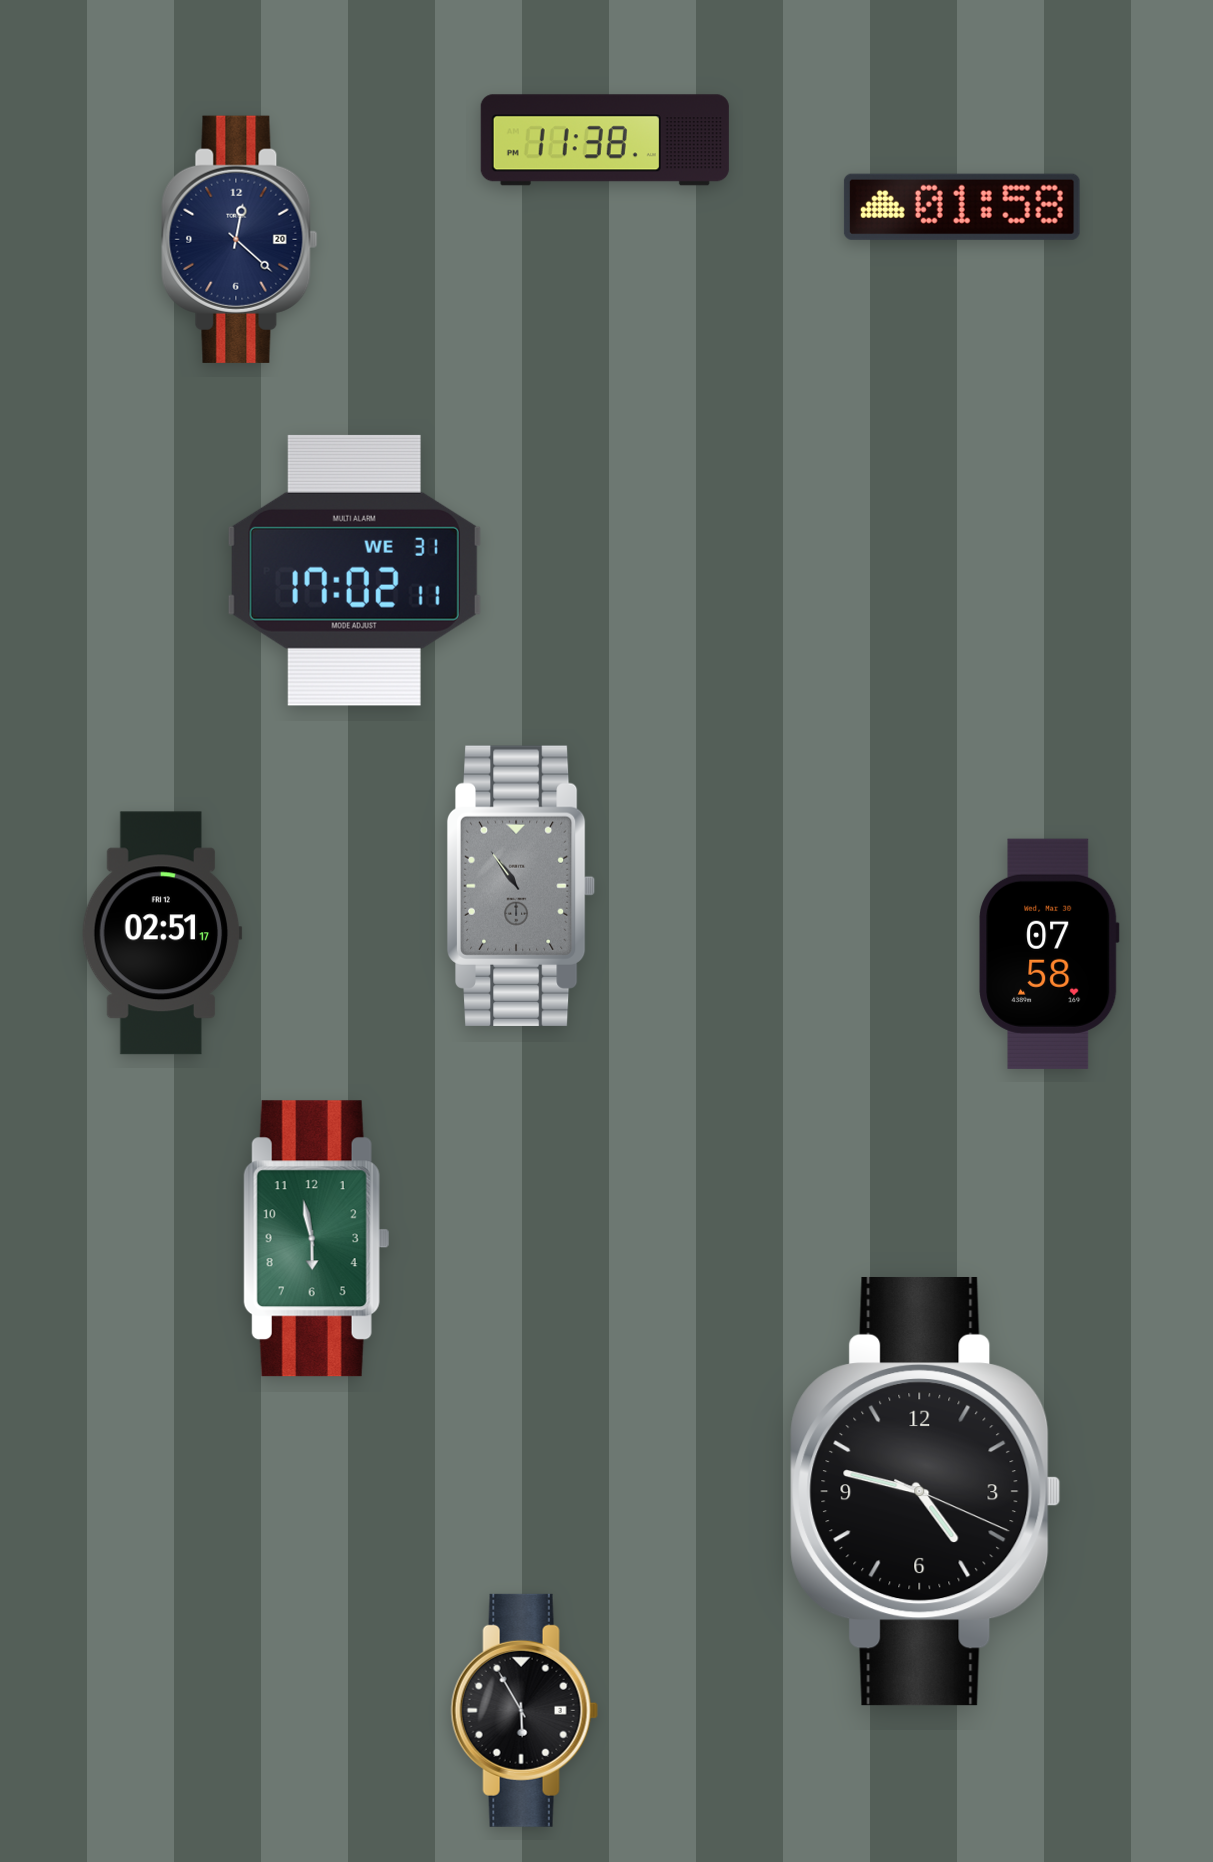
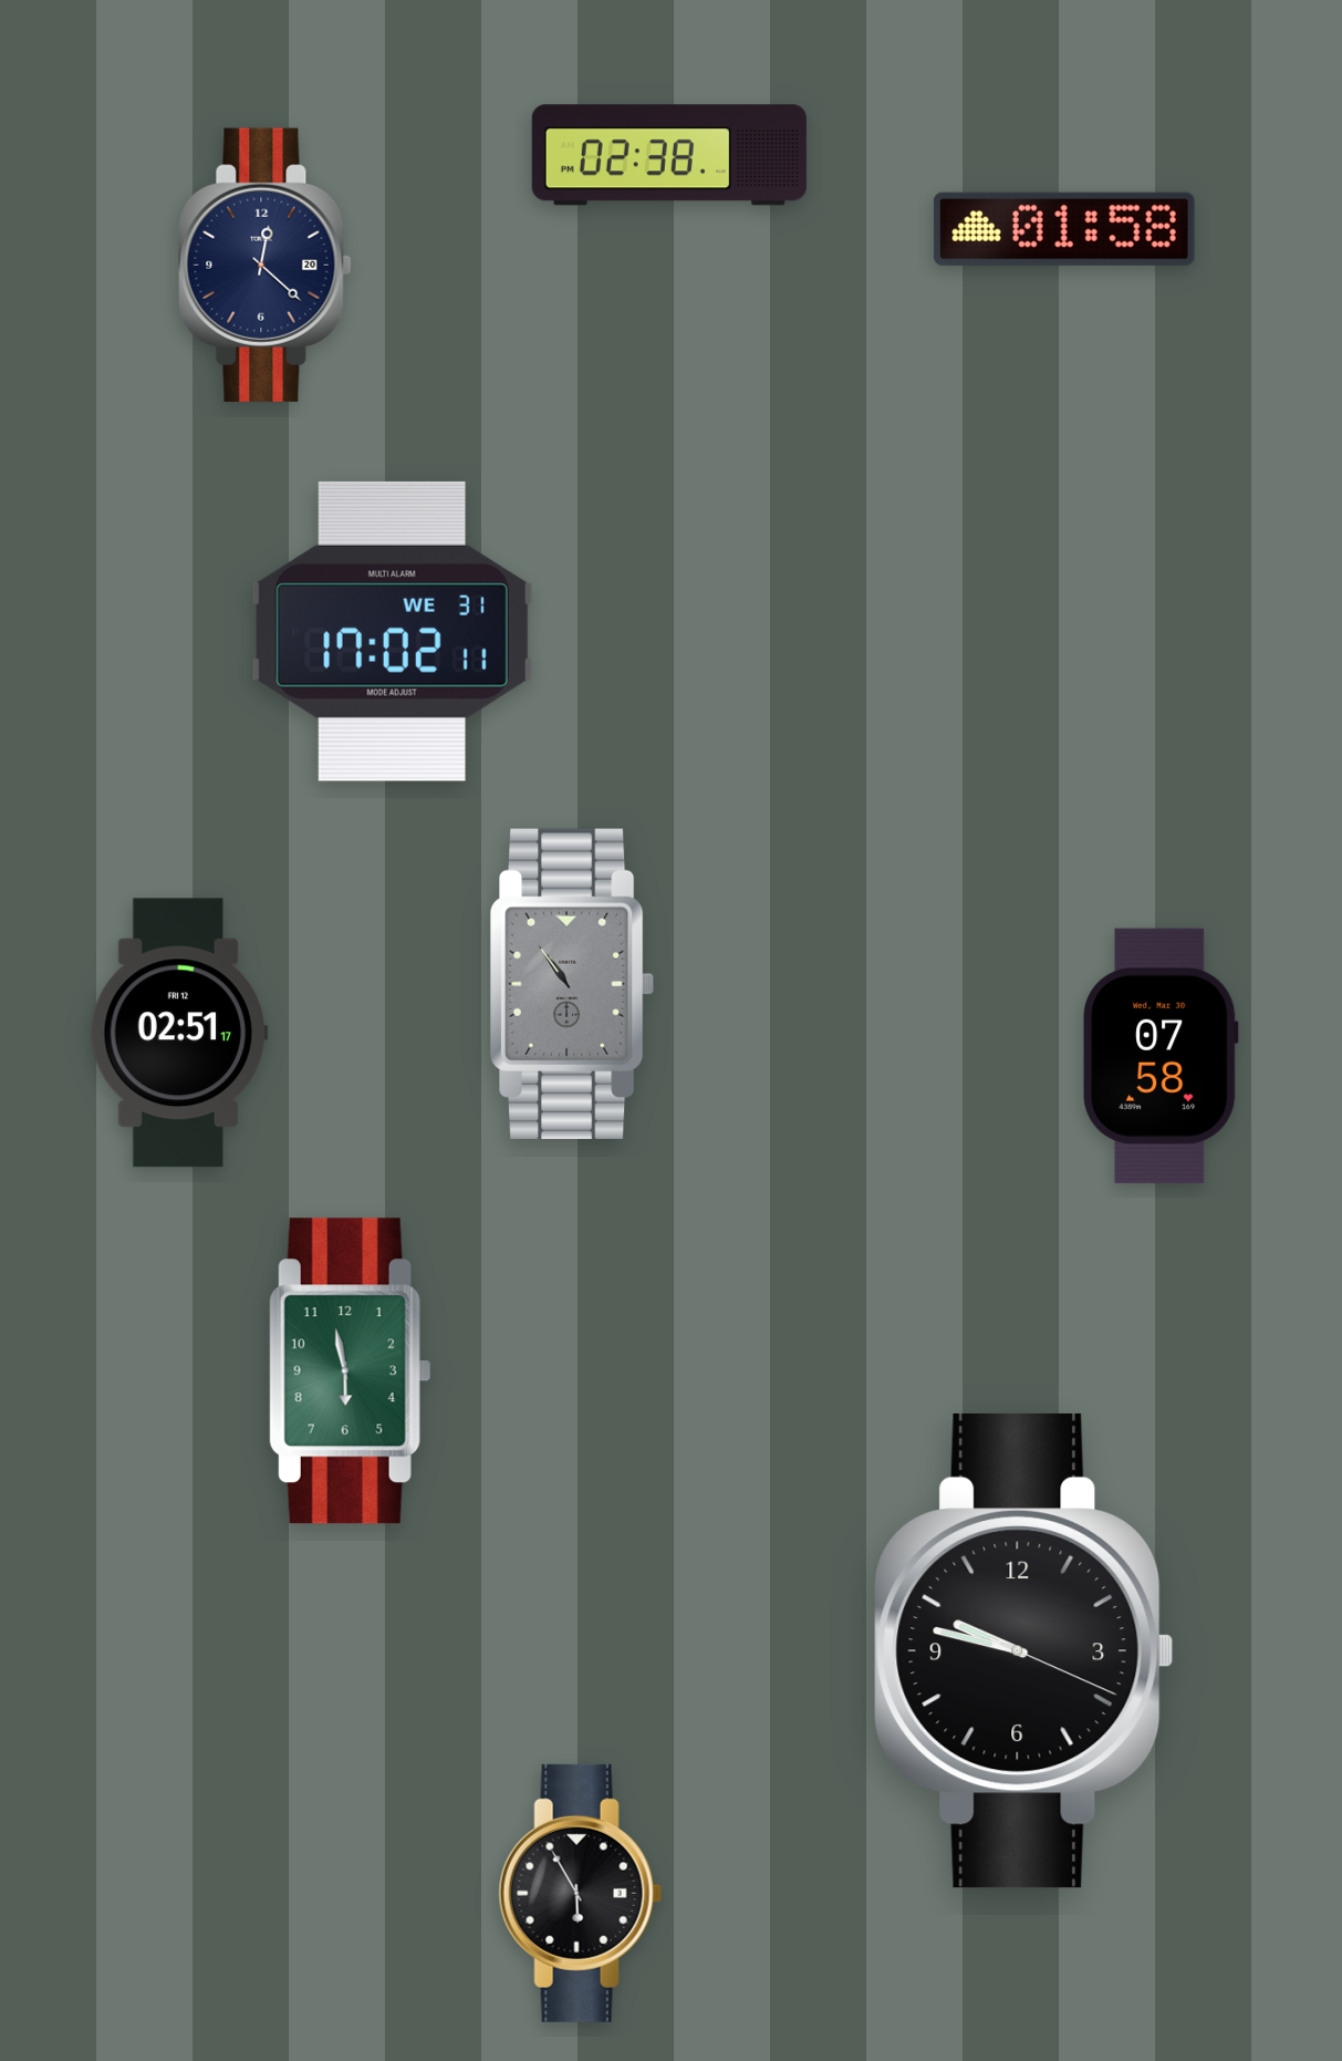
clock at (605, 140): 11:38 -> 02:38
clock at (521, 886) position: (521, 886) -> (572, 984)
clock at (926, 1491): 4:47 -> 9:47
